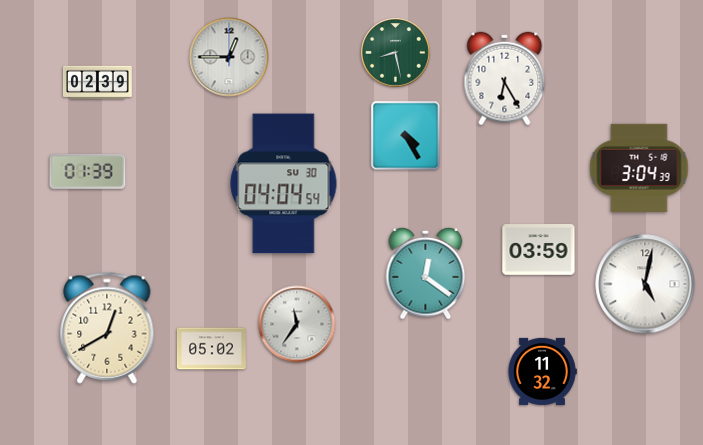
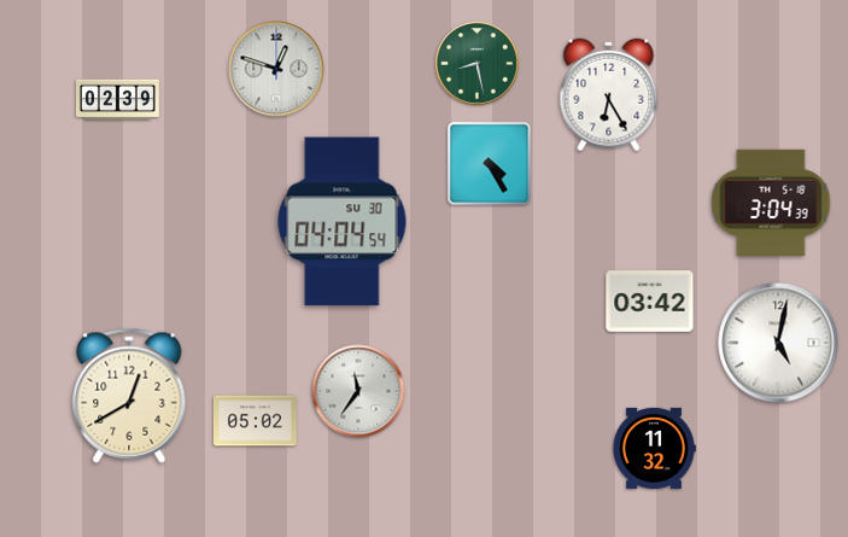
clock at (229, 57): 12:45 -> 12:48
clock at (88, 171): 01:39 -> none
clock at (539, 250): 03:59 -> 03:42
clock at (426, 273): 12:21 -> none
